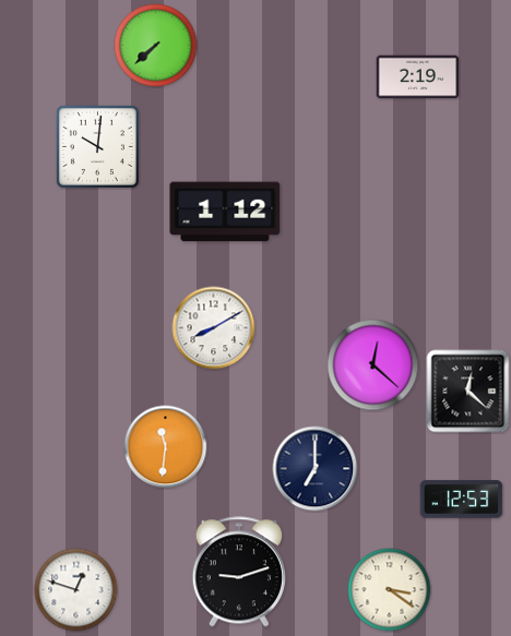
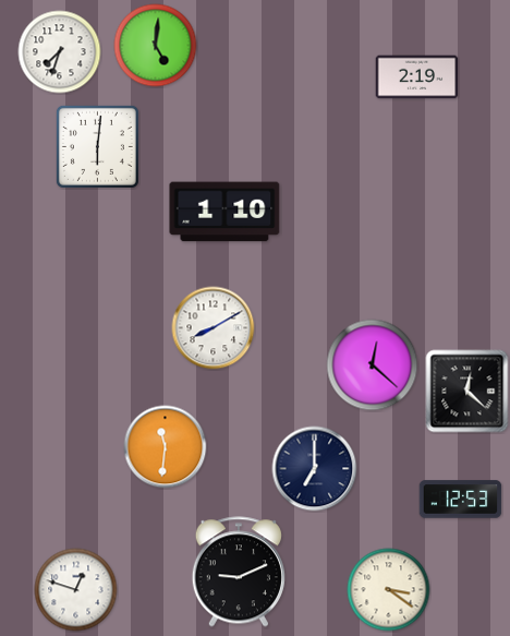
clock at (156, 46): 7:38 -> 5:01
clock at (60, 52): none -> 7:33
clock at (97, 146): 10:01 -> 6:01
clock at (225, 212): 1:12 -> 1:10
clock at (239, 572): 9:12 -> 9:11
